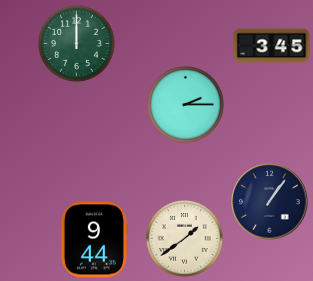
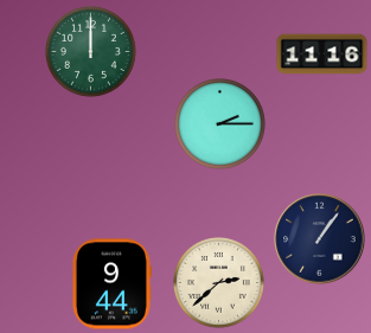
clock at (272, 46): 3:45 -> 11:16
clock at (185, 239): 1:39 -> 2:38
